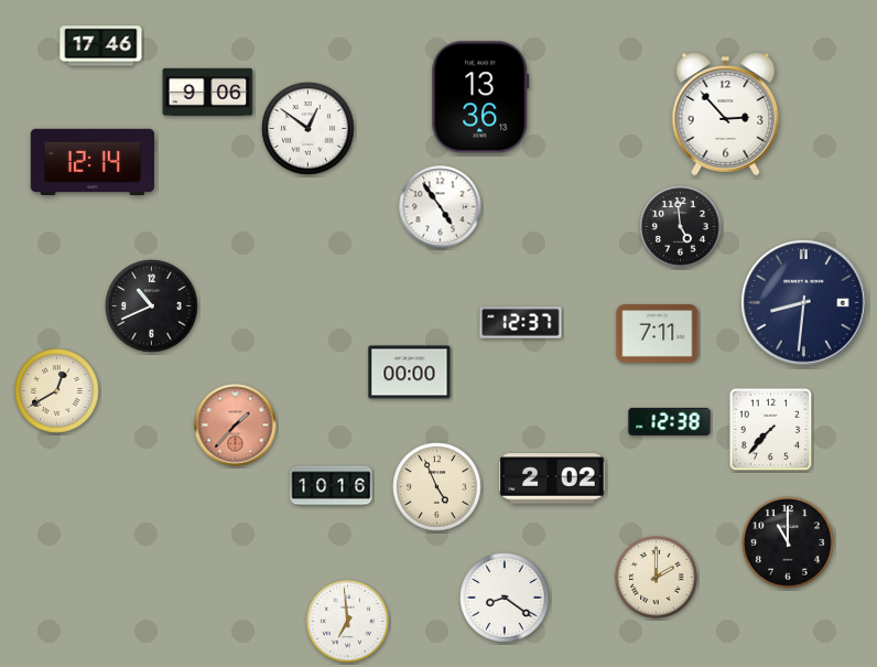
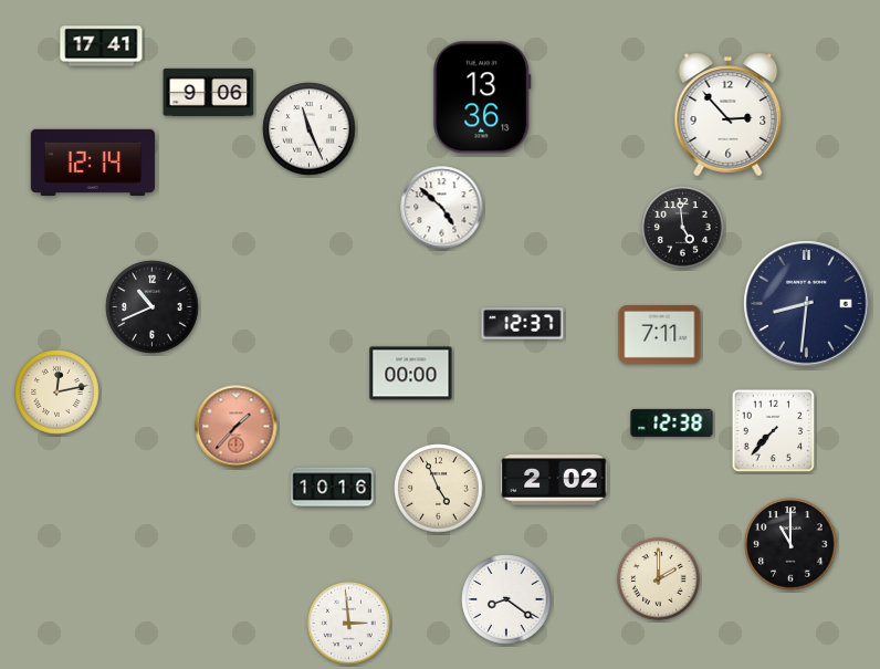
clock at (101, 46): 17:46 -> 17:41
clock at (308, 129): 12:51 -> 11:26
clock at (441, 207): 4:54 -> 4:52
clock at (57, 391): 12:40 -> 12:13
clock at (348, 622): 6:59 -> 2:59
